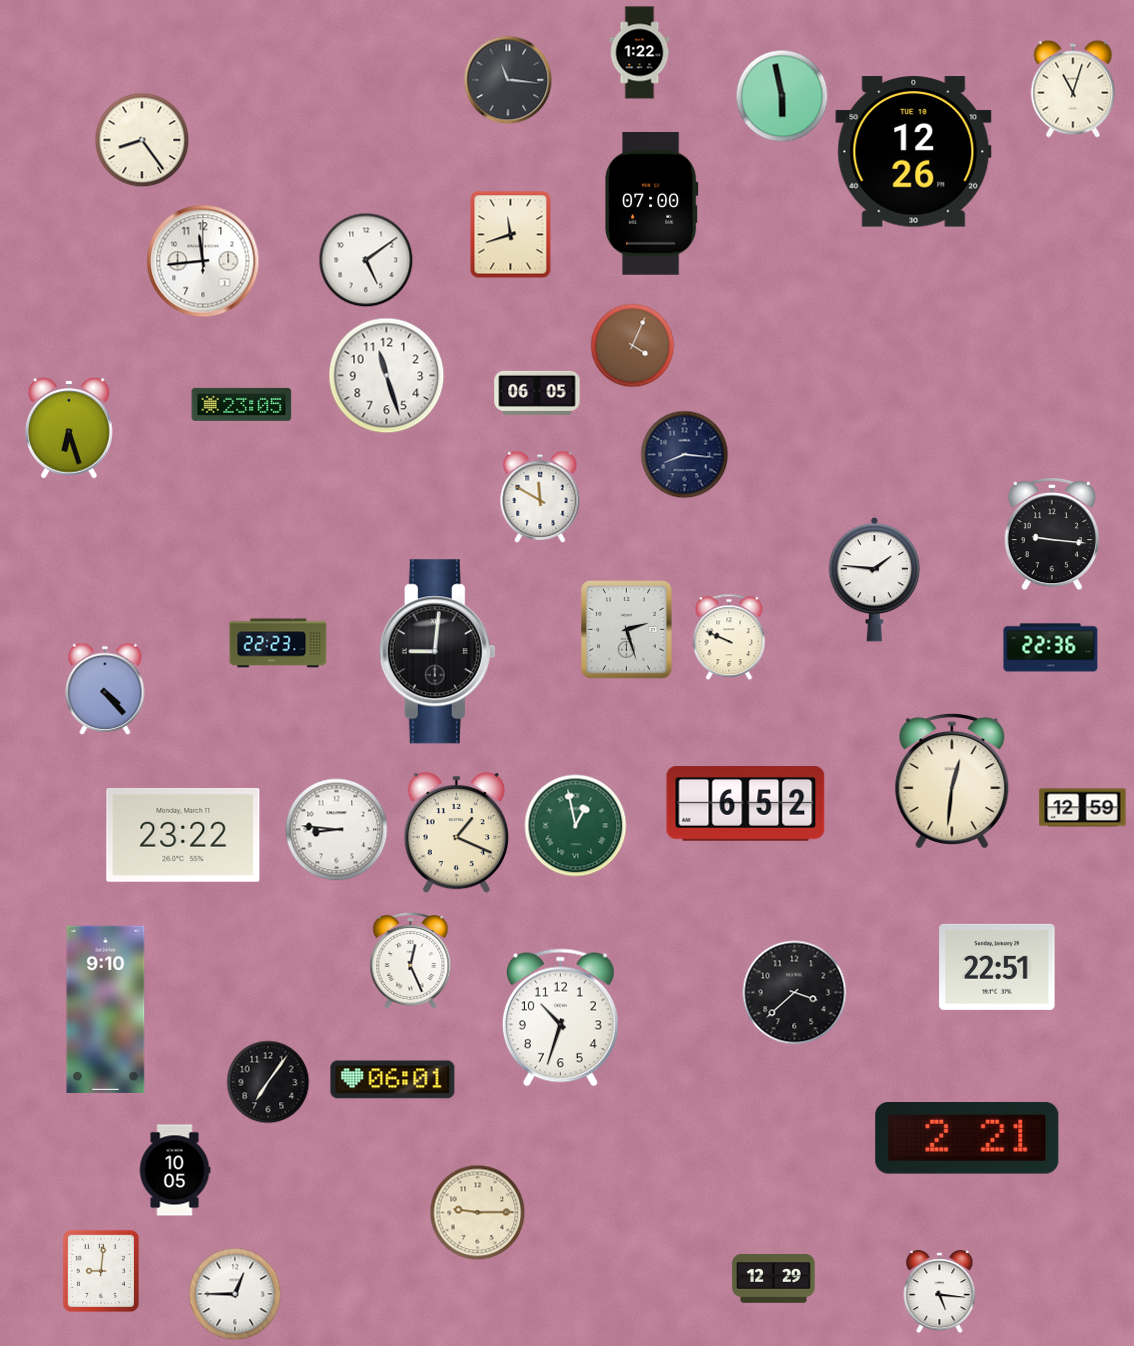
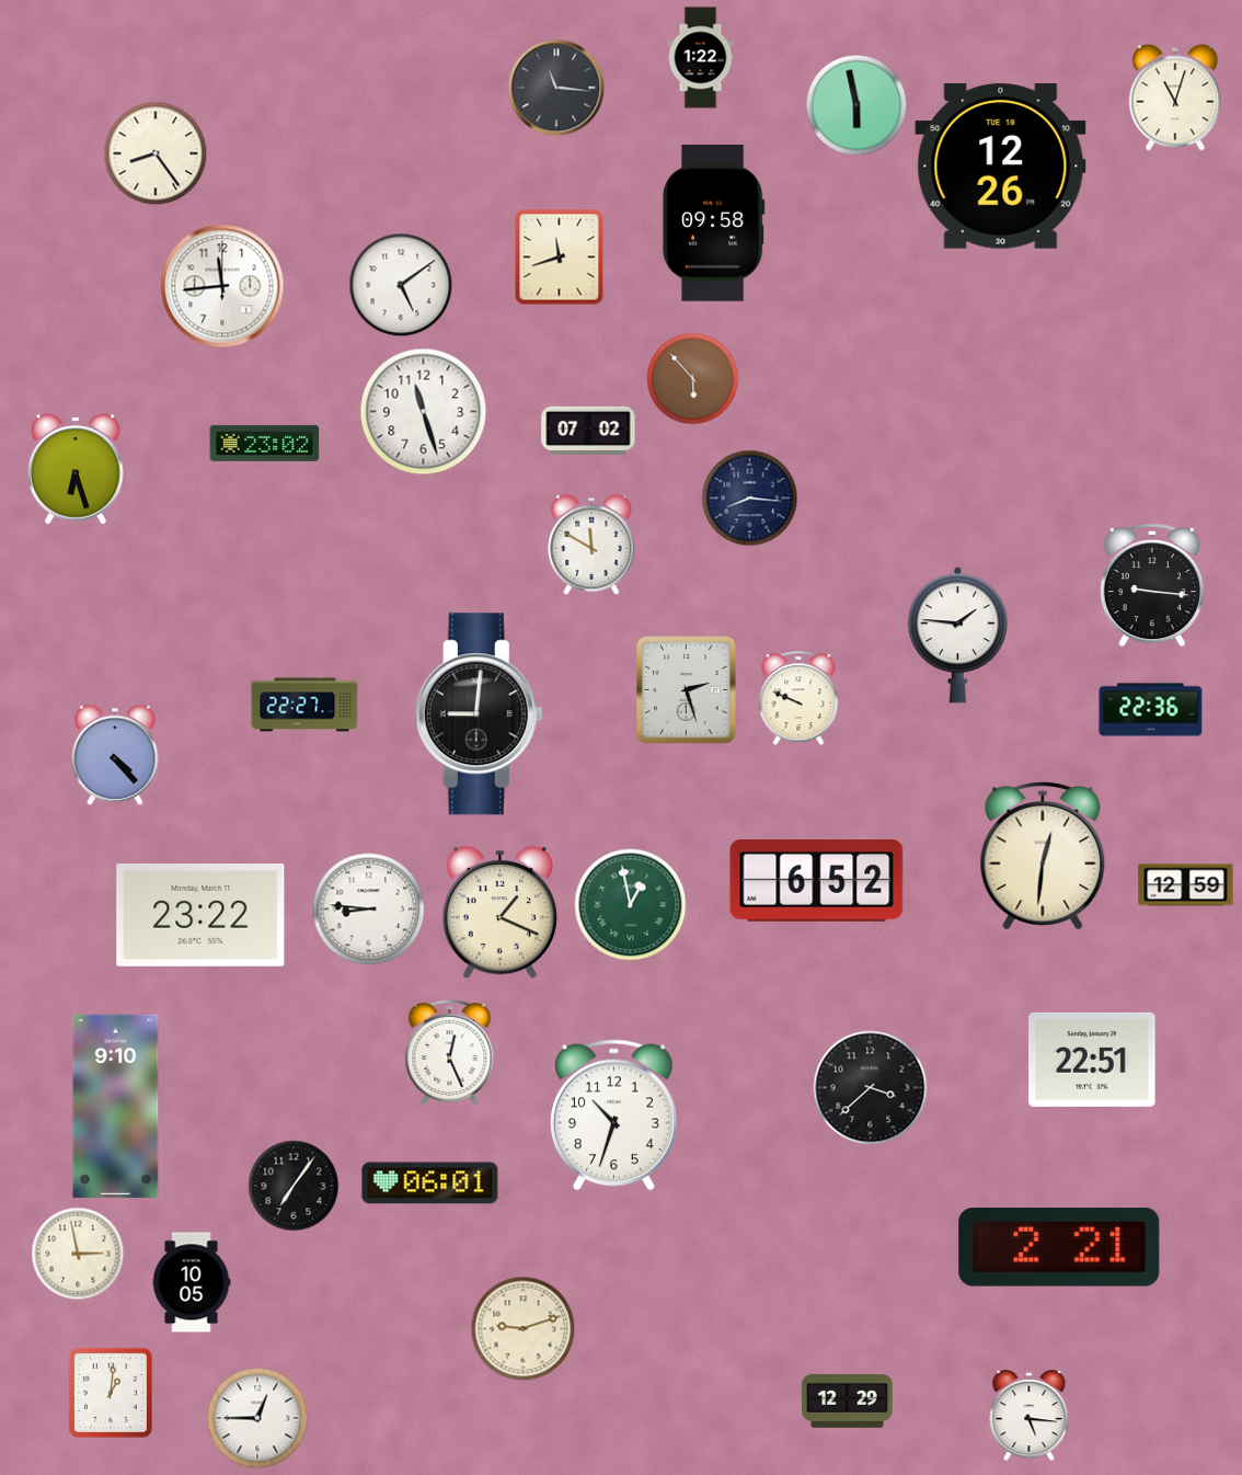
clock at (652, 203): 07:00 -> 09:58
clock at (633, 346): 4:04 -> 5:53
clock at (537, 393): 06:05 -> 07:02
clock at (242, 404): 23:05 -> 23:02
clock at (278, 643): 22:23 -> 22:27
clock at (78, 1254): none -> 2:58
clock at (478, 1213): 9:15 -> 9:12
clock at (101, 1271): 9:01 -> 1:01
